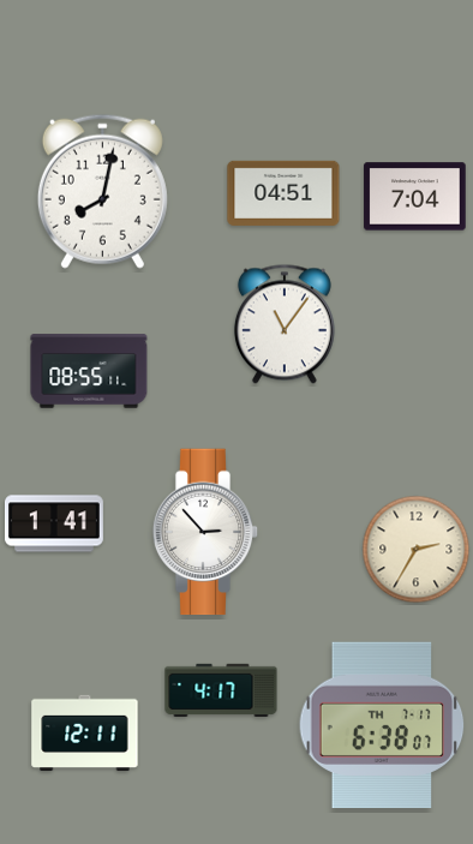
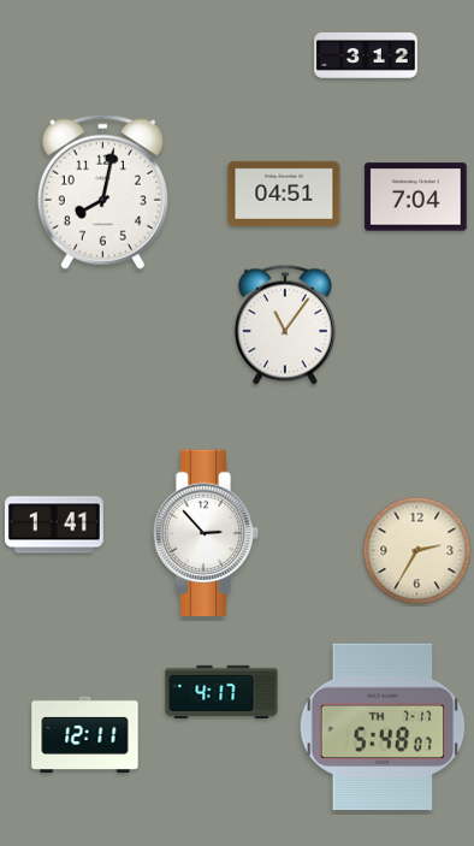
clock at (366, 55): none -> 3:12
clock at (89, 371): 08:55 -> none
clock at (382, 725): 6:38 -> 5:48
